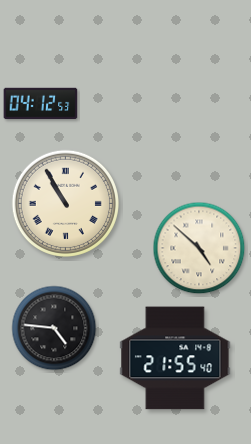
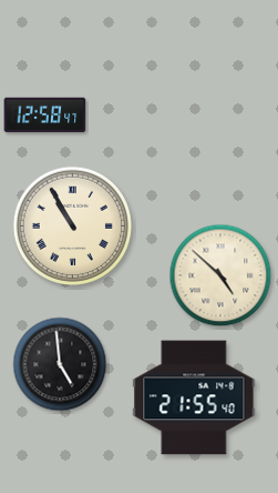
clock at (41, 104): 04:12 -> 12:58
clock at (54, 328): 4:46 -> 4:59
